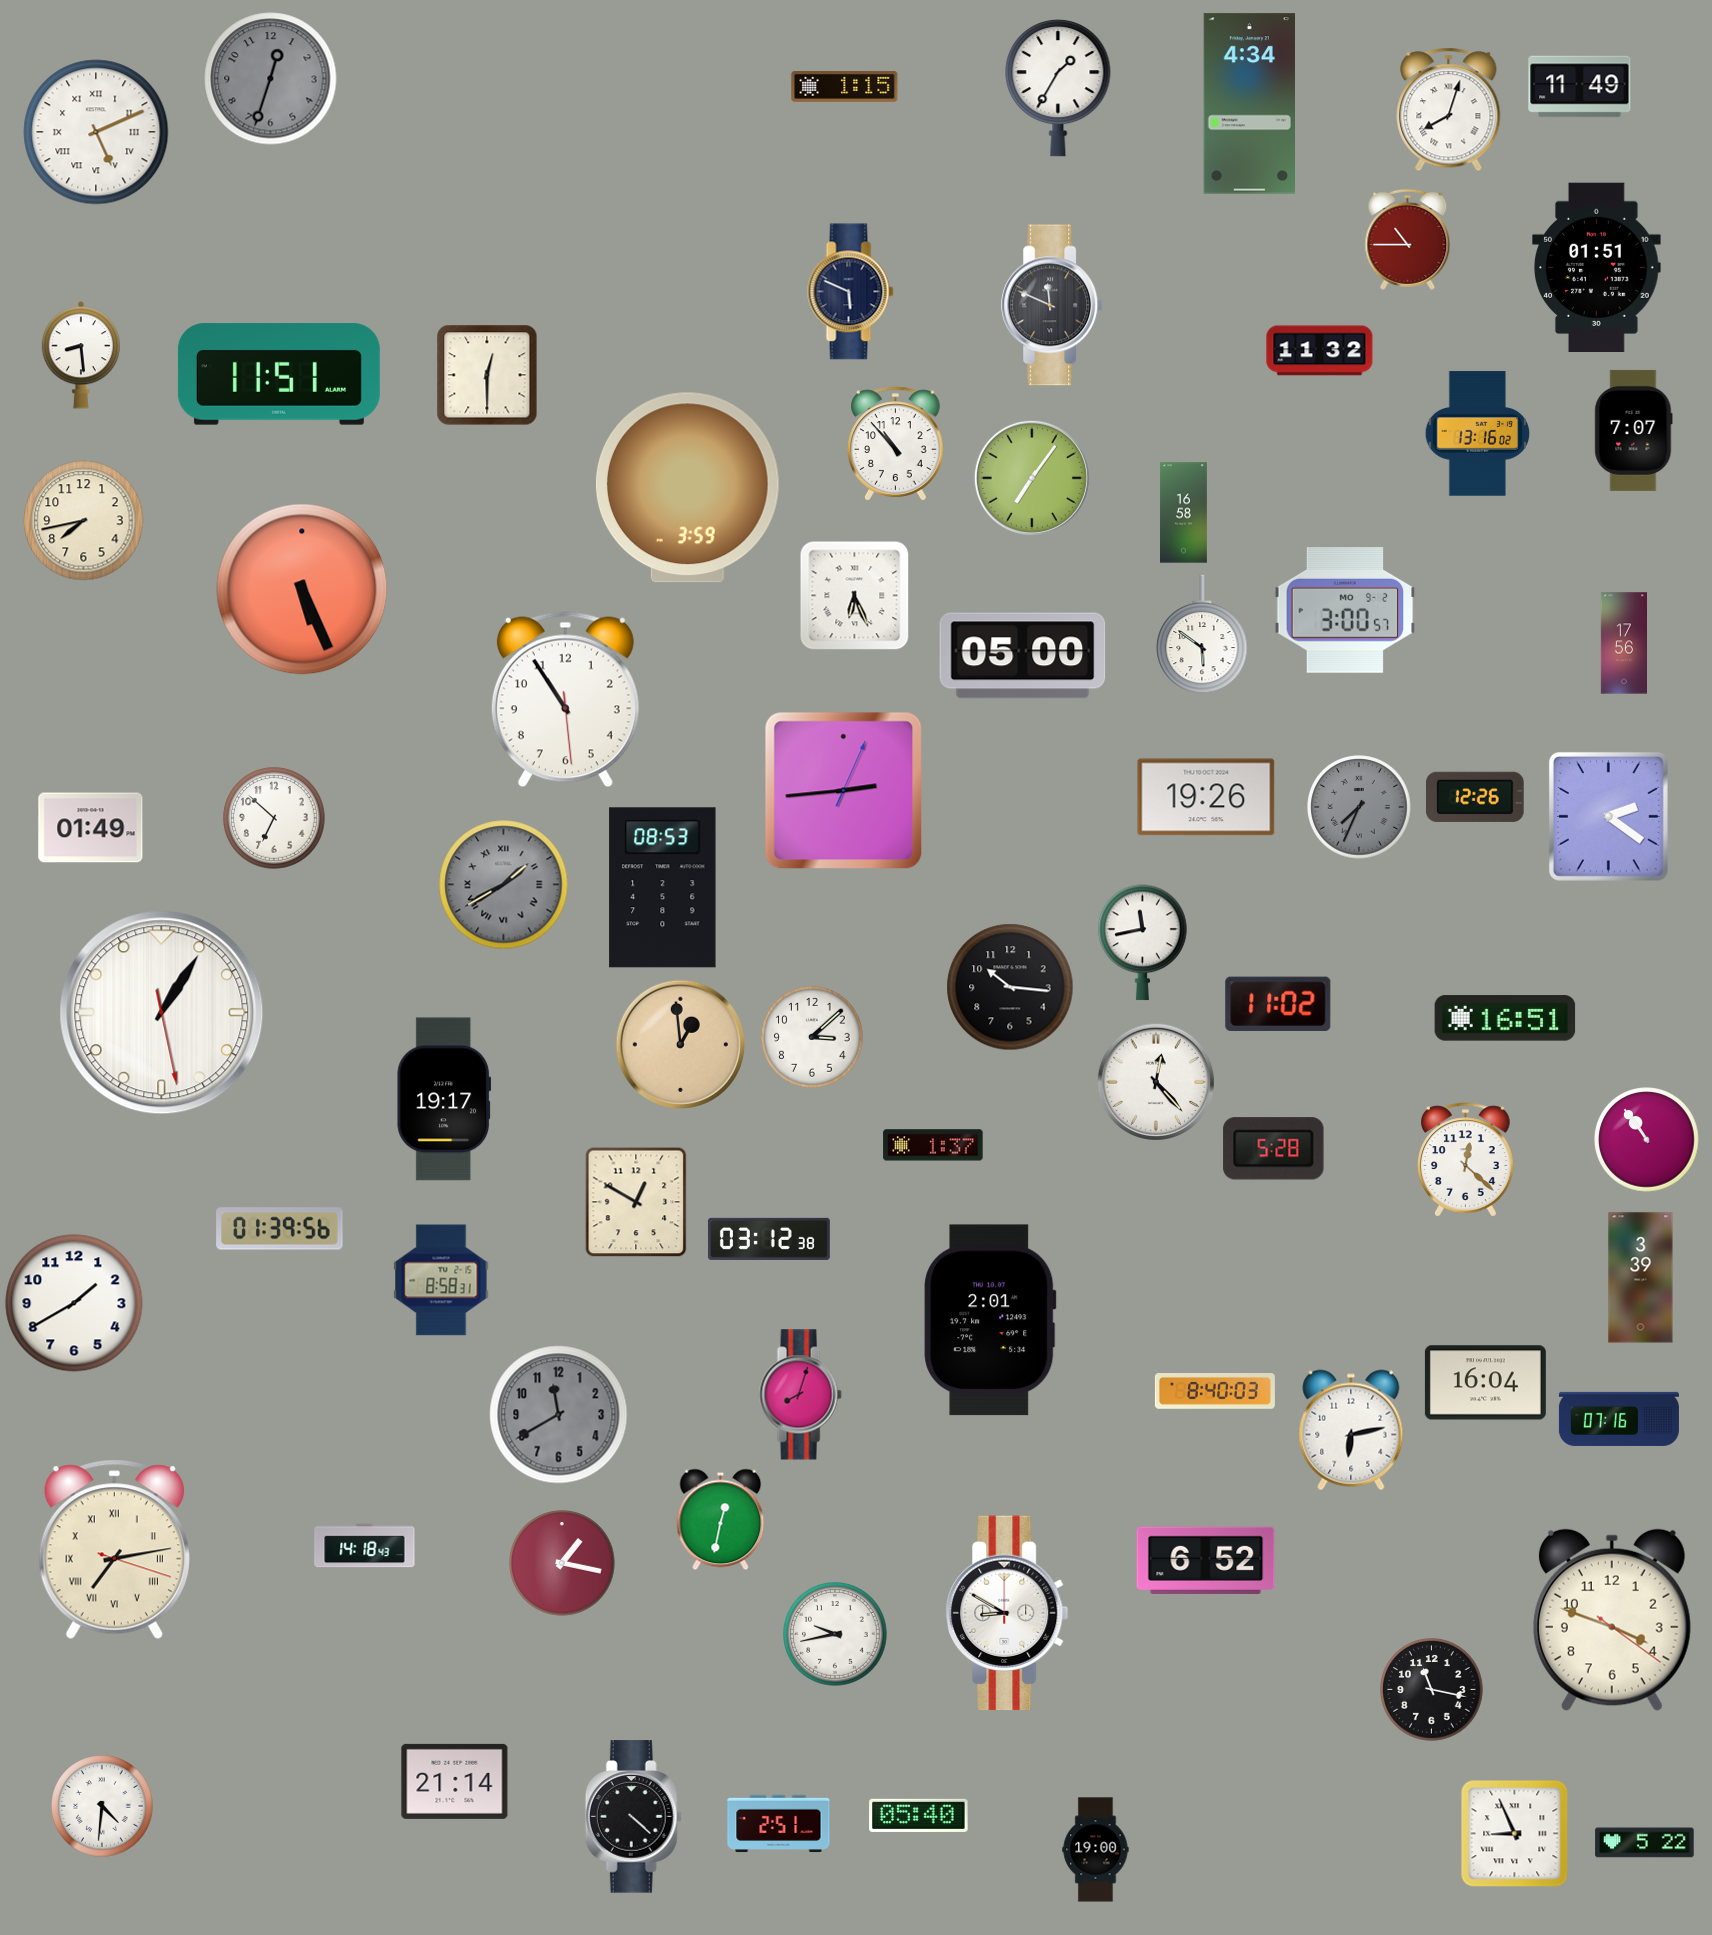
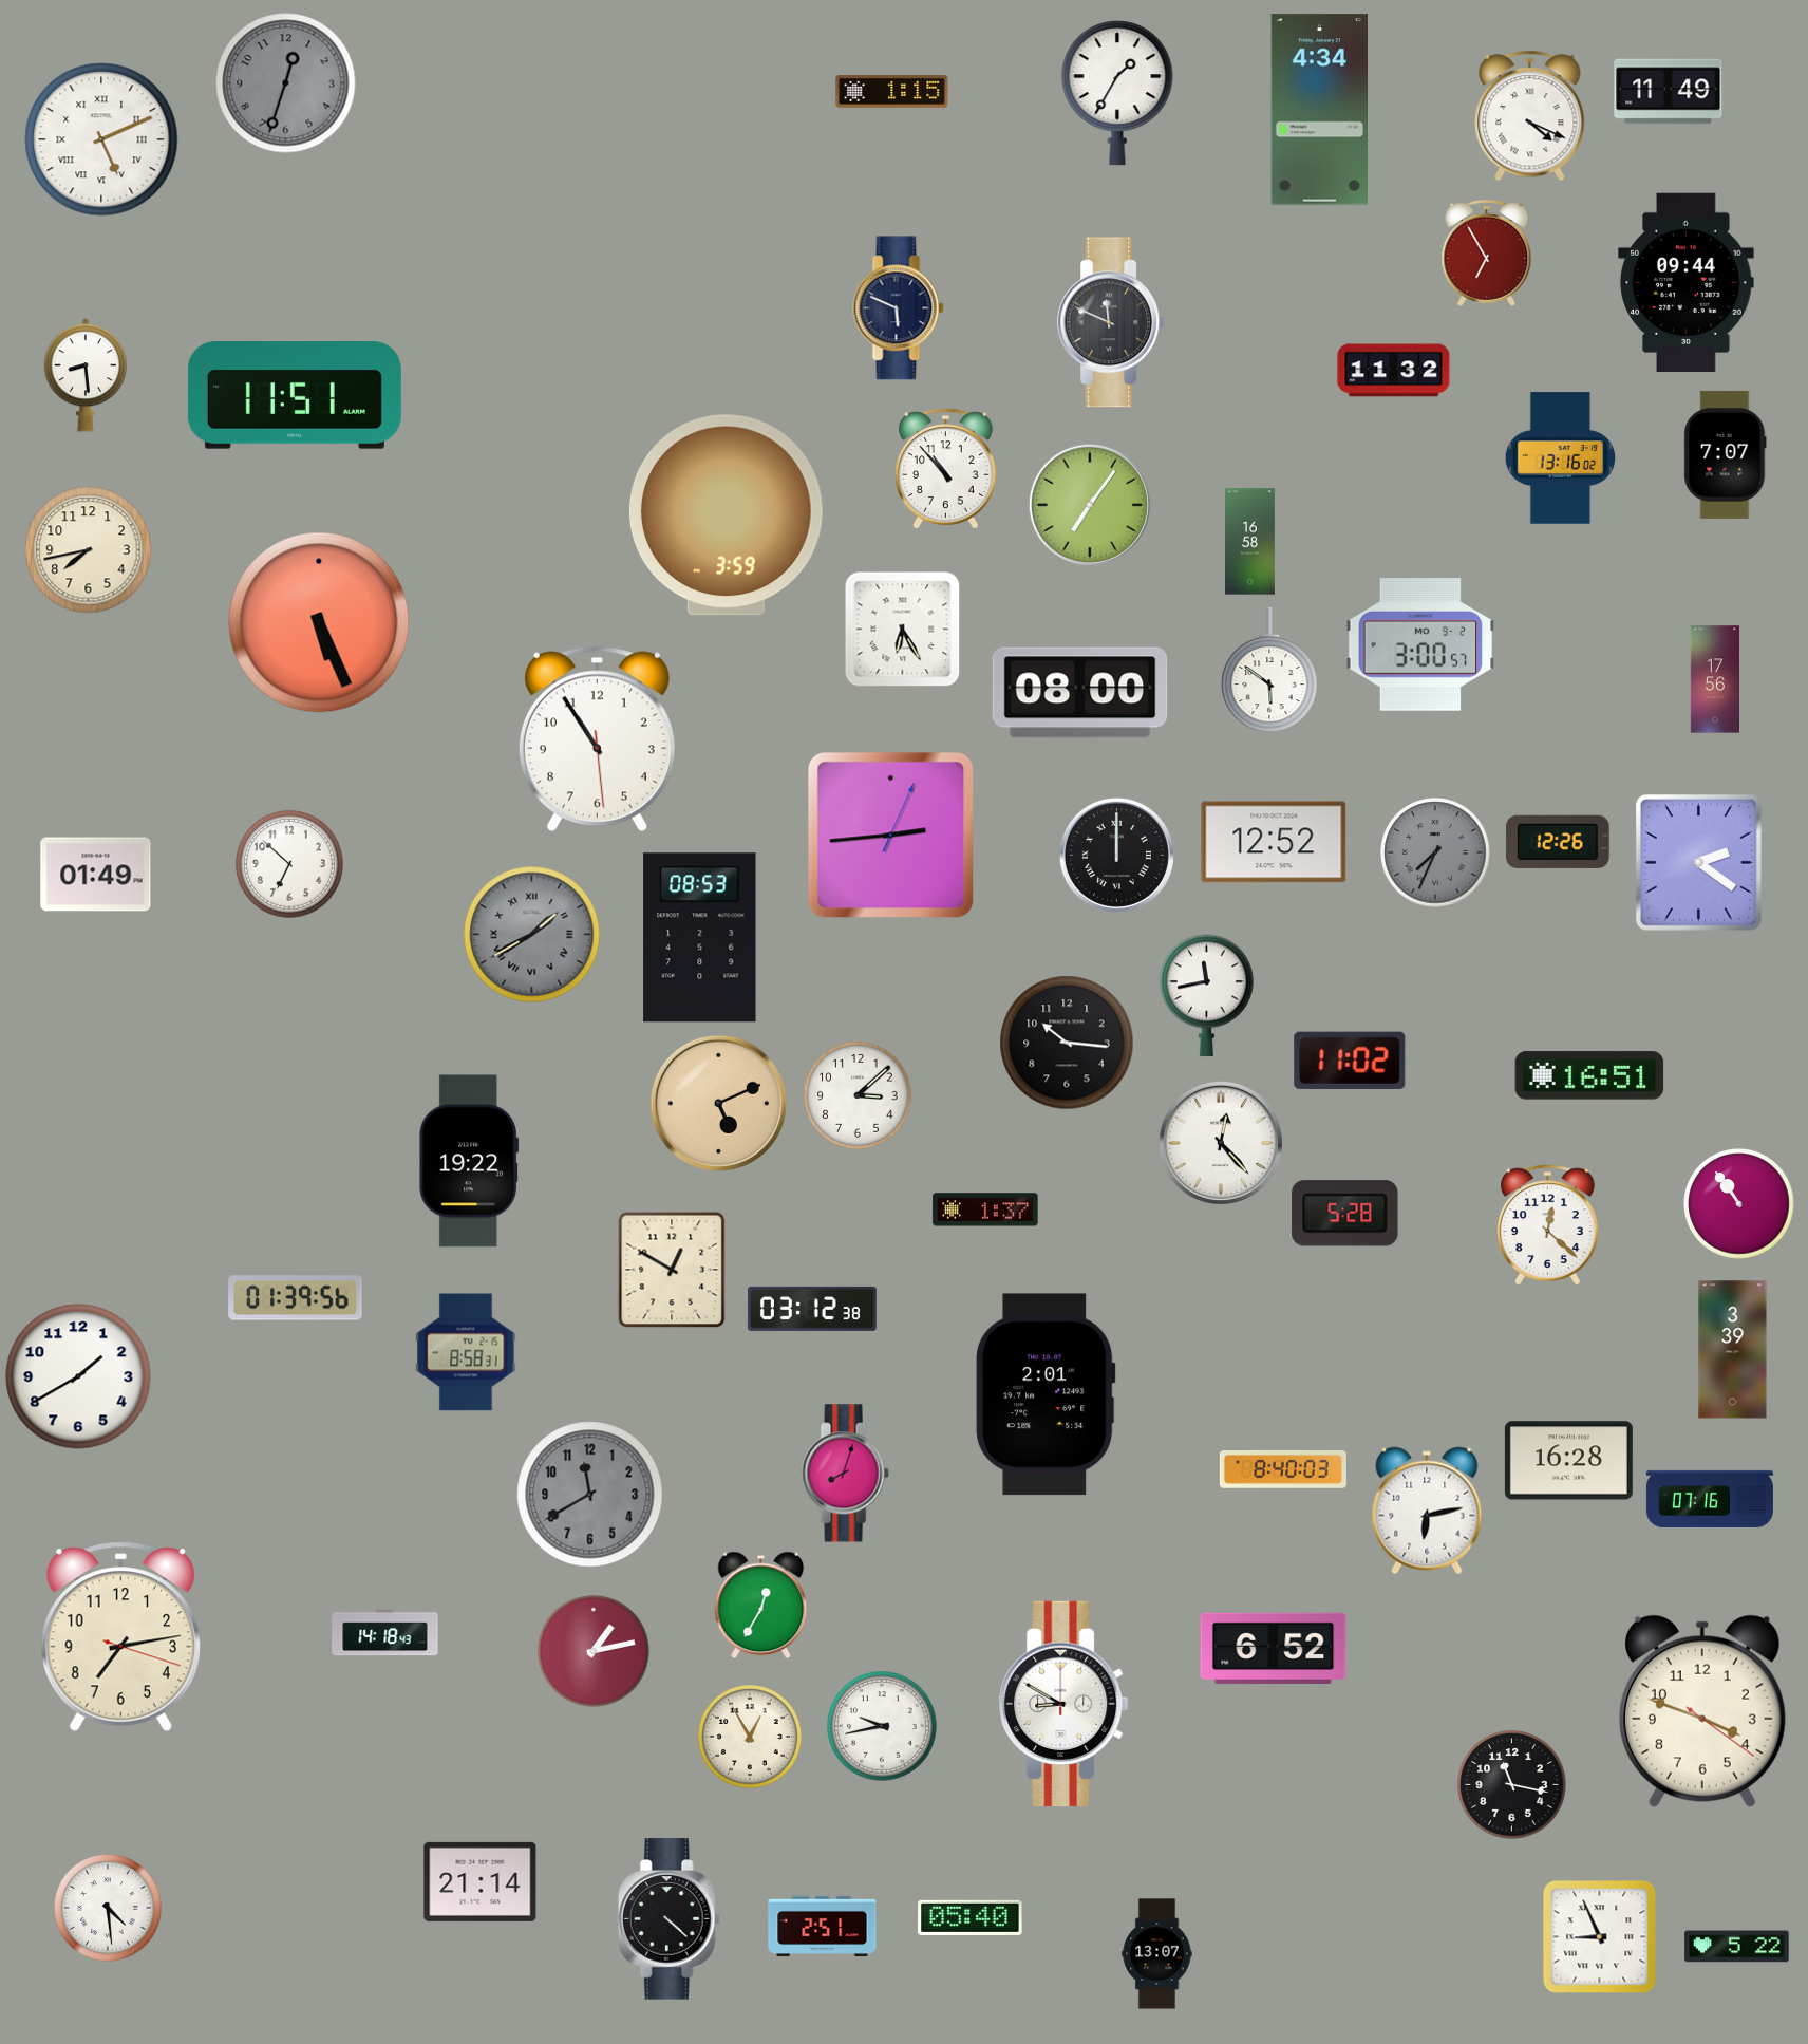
clock at (1449, 110): 8:03 -> 4:19
clock at (1408, 239): 10:45 -> 6:55
clock at (1597, 267): 01:51 -> 09:44
clock at (487, 375): 12:30 -> none
clock at (855, 596): 6:26 -> 6:25
clock at (1023, 656): 05:00 -> 08:00
clock at (1206, 797): 19:26 -> 12:52
clock at (1116, 855): none -> 12:00
clock at (162, 1013): 1:05 -> none
clock at (680, 1044): 12:59 -> 5:11
clock at (444, 1099): 19:17 -> 19:22
clock at (1485, 1383): 16:04 -> 16:28
clock at (721, 1520): 12:32 -> 12:35
clock at (114, 1550) numerals: Roman -> Arabic
clock at (562, 1563): 1:17 -> 1:13
clock at (750, 1737): none -> 12:55
clock at (102, 1806): 4:31 -> 4:29
clock at (1096, 1850): 19:00 -> 13:07
